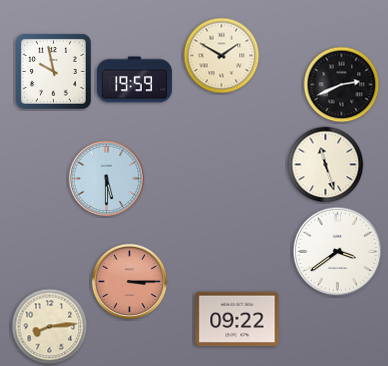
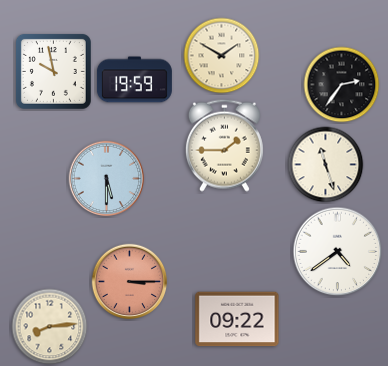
clock at (342, 85): 2:41 -> 2:36
clock at (224, 145): none -> 1:45
clock at (338, 252): 3:39 -> 4:39
